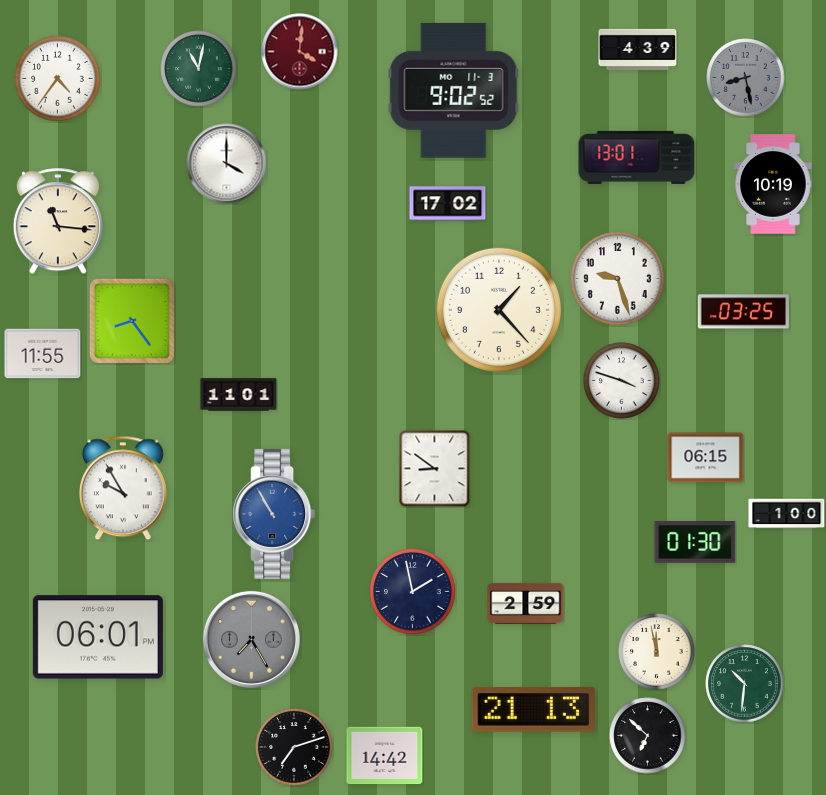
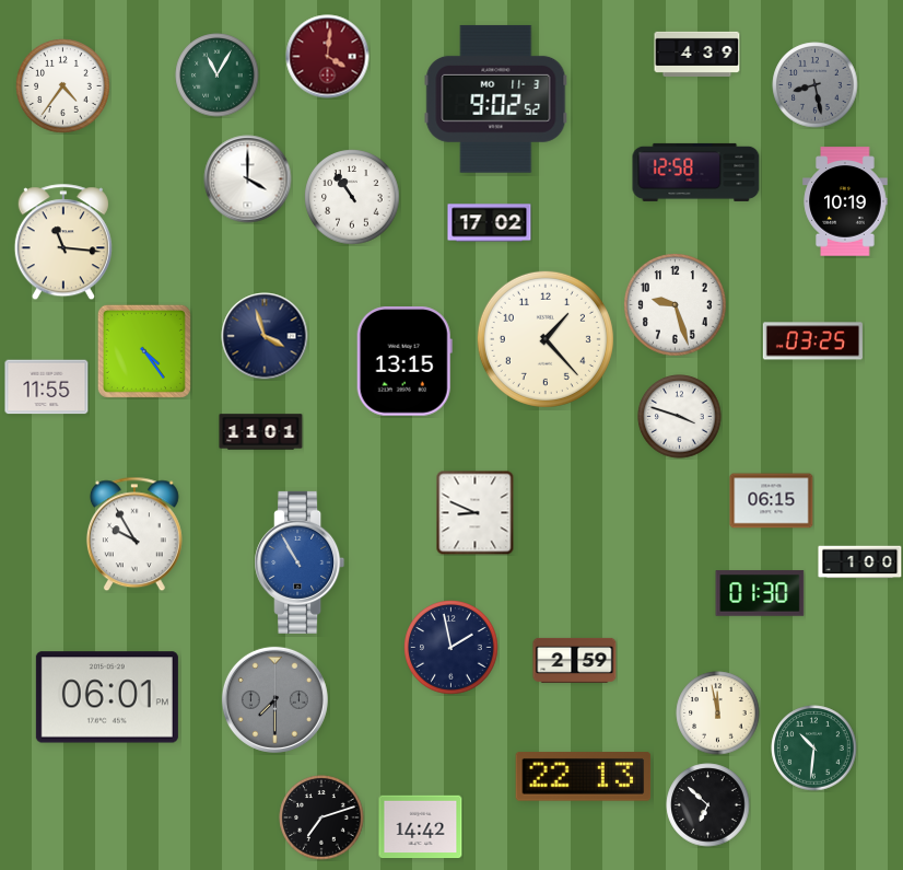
clock at (199, 69): 11:02 -> 11:05
clock at (637, 157): 13:01 -> 12:58
clock at (352, 197): none -> 10:54
clock at (265, 336): none -> 3:57
clock at (132, 321): 8:24 -> 4:24
clock at (404, 361): none -> 13:15
clock at (435, 468): 8:51 -> 8:49
clock at (251, 639): 7:25 -> 7:30
clock at (534, 710): 21:13 -> 22:13
